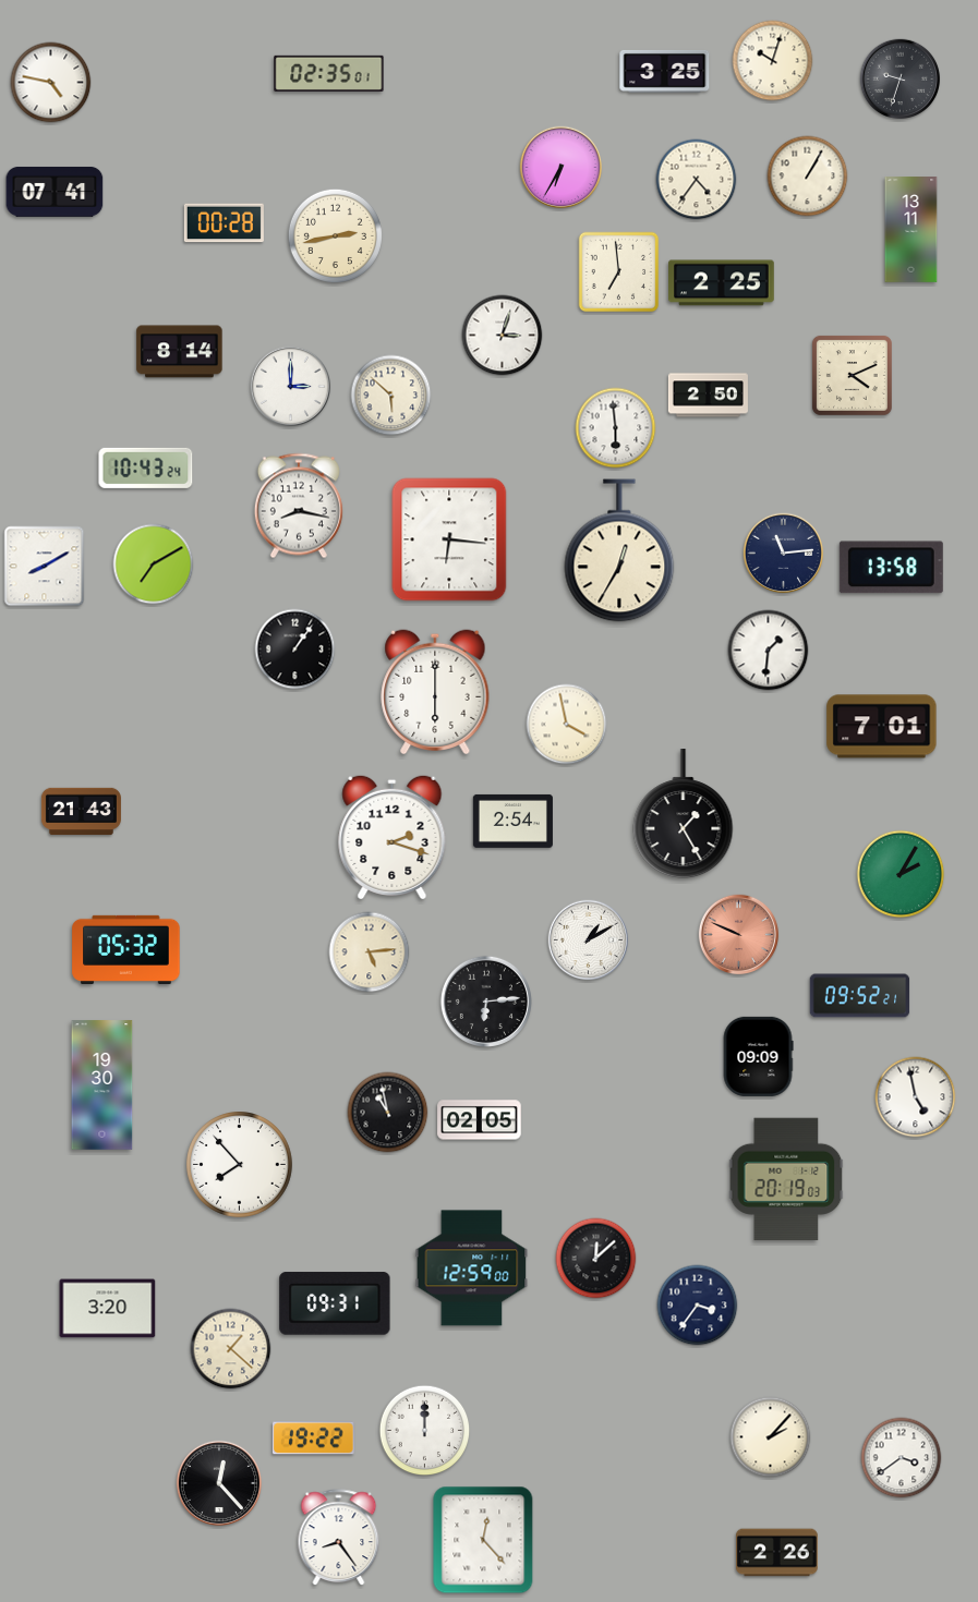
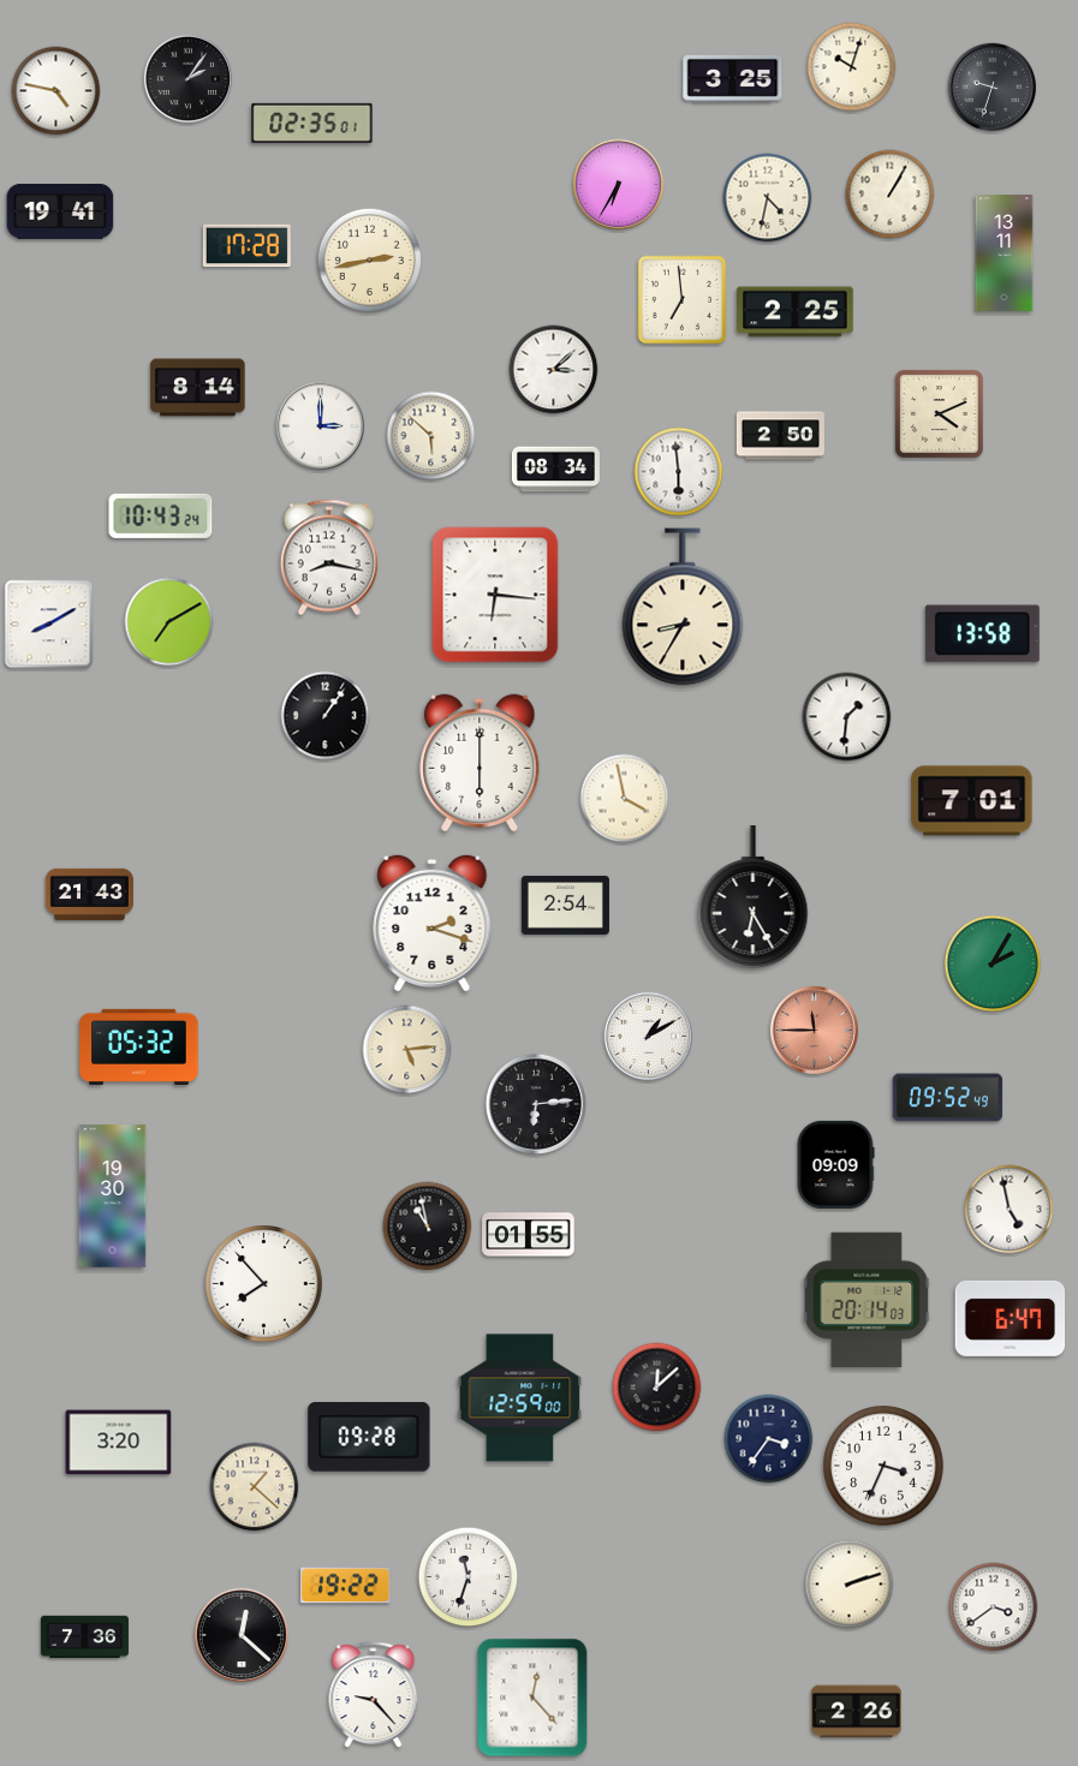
clock at (189, 79): none -> 2:06
clock at (329, 73) position: (329, 73) -> (312, 123)
clock at (697, 180): 4:36 -> 4:32
clock at (55, 192): 07:41 -> 19:41
clock at (224, 223): 00:28 -> 17:28
clock at (503, 336): 3:03 -> 3:08
clock at (555, 470): none -> 08:34
clock at (619, 550): 12:35 -> 8:35
clock at (784, 554): 11:14 -> none
clock at (891, 568) position: (891, 568) -> (982, 634)
clock at (684, 814): 1:25 -> 6:25
clock at (739, 935): 9:49 -> 11:45
clock at (860, 996): 09:52:21 -> 09:52:49
clock at (480, 1120): 02:05 -> 01:55
clock at (786, 1179): 20:19 -> 20:14
clock at (1011, 1318): none -> 6:47
clock at (335, 1303): 09:31 -> 09:28
clock at (883, 1466): none -> 3:34
clock at (425, 1431): 12:00 -> 11:33
clock at (771, 1437): 2:07 -> 2:12
clock at (218, 1482): 12:23 -> 12:22
clock at (84, 1637): none -> 7:36
clock at (339, 1538): 8:24 -> 9:23
